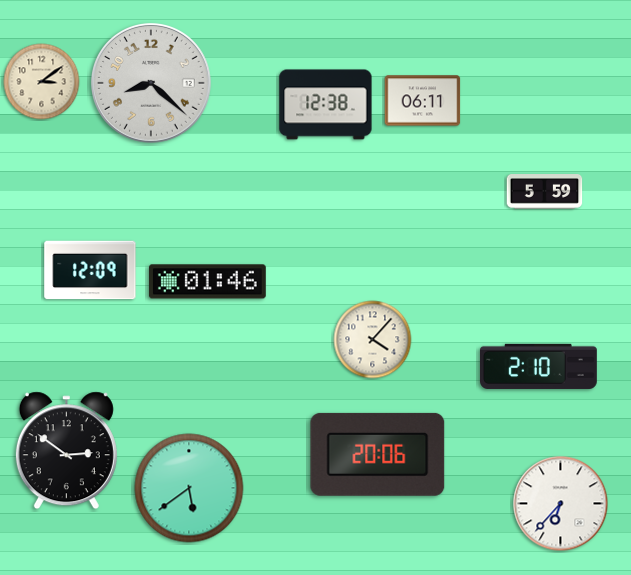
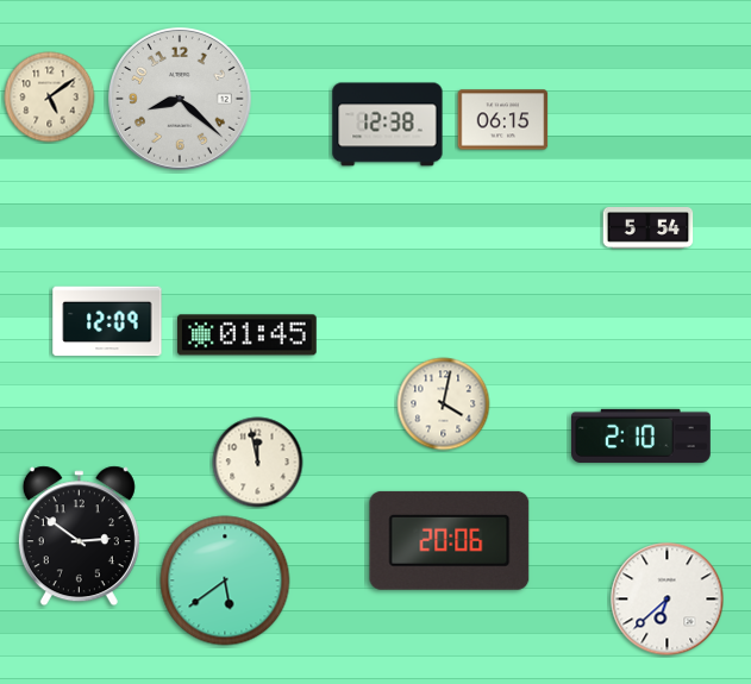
clock at (42, 82): 3:09 -> 5:09
clock at (423, 101): 06:11 -> 06:15
clock at (545, 192): 5:59 -> 5:54
clock at (207, 282): 01:46 -> 01:45
clock at (373, 340): 4:07 -> 4:02
clock at (258, 463): none -> 11:58
clock at (561, 504): 6:37 -> 6:38
